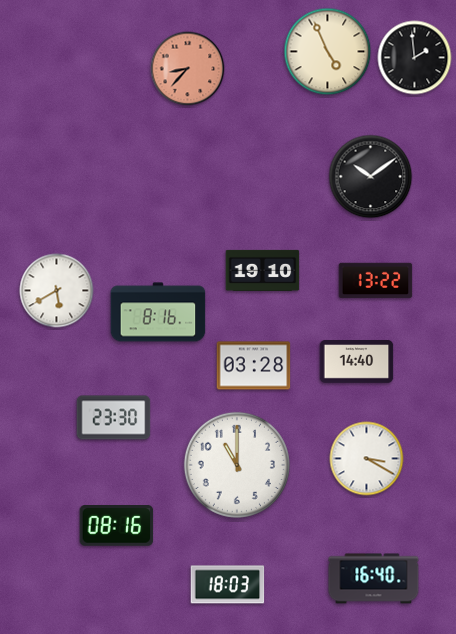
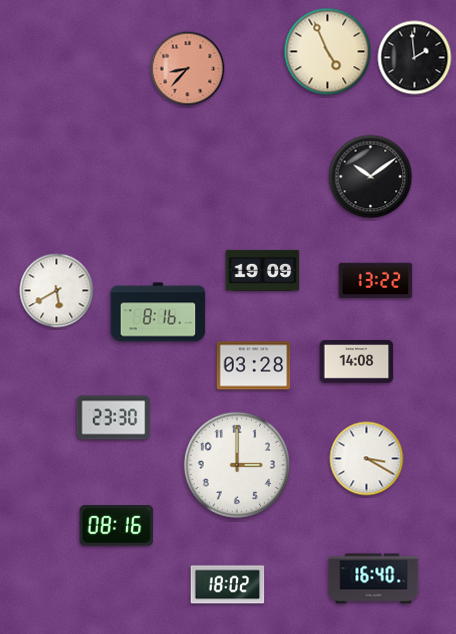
clock at (263, 270): 19:10 -> 19:09
clock at (357, 362): 14:40 -> 14:08
clock at (237, 465): 11:00 -> 3:00
clock at (228, 585): 18:03 -> 18:02
